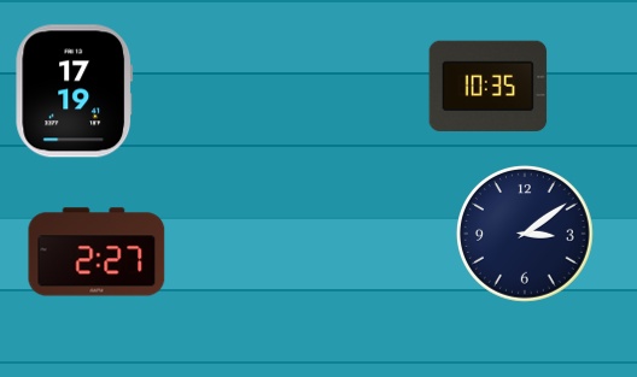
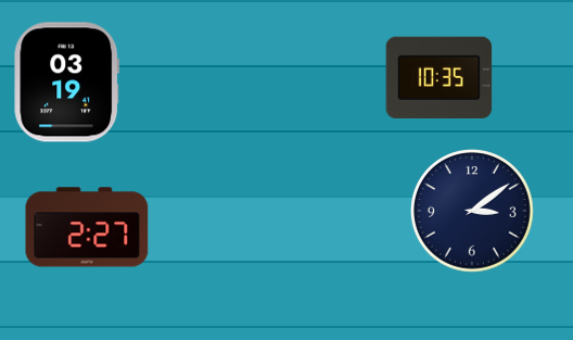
clock at (75, 92): 17:19 -> 03:19
